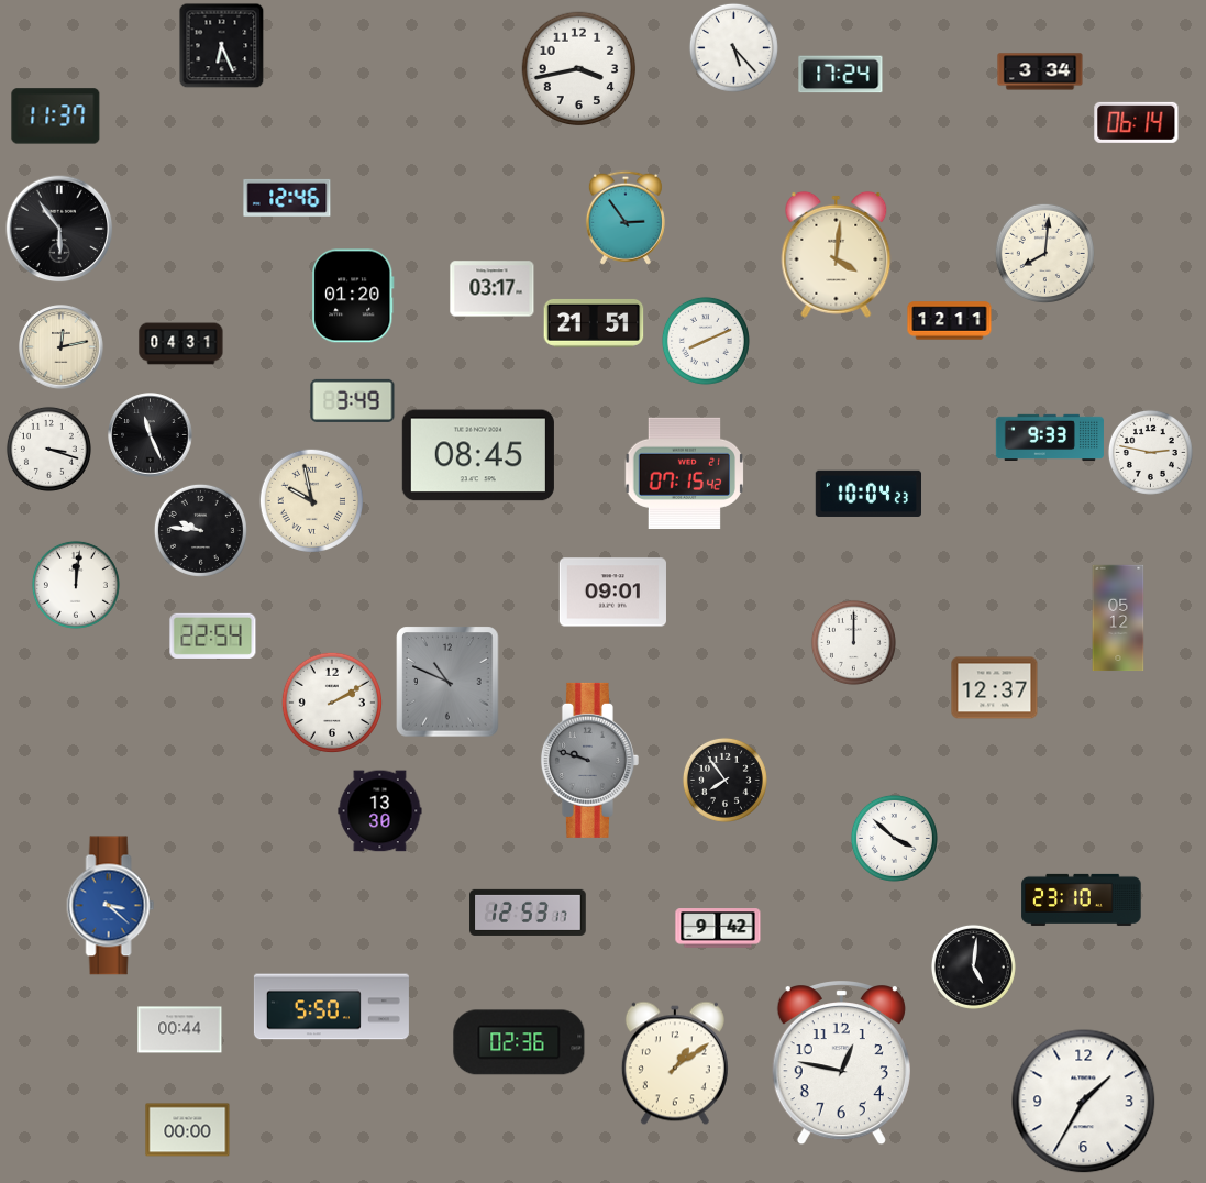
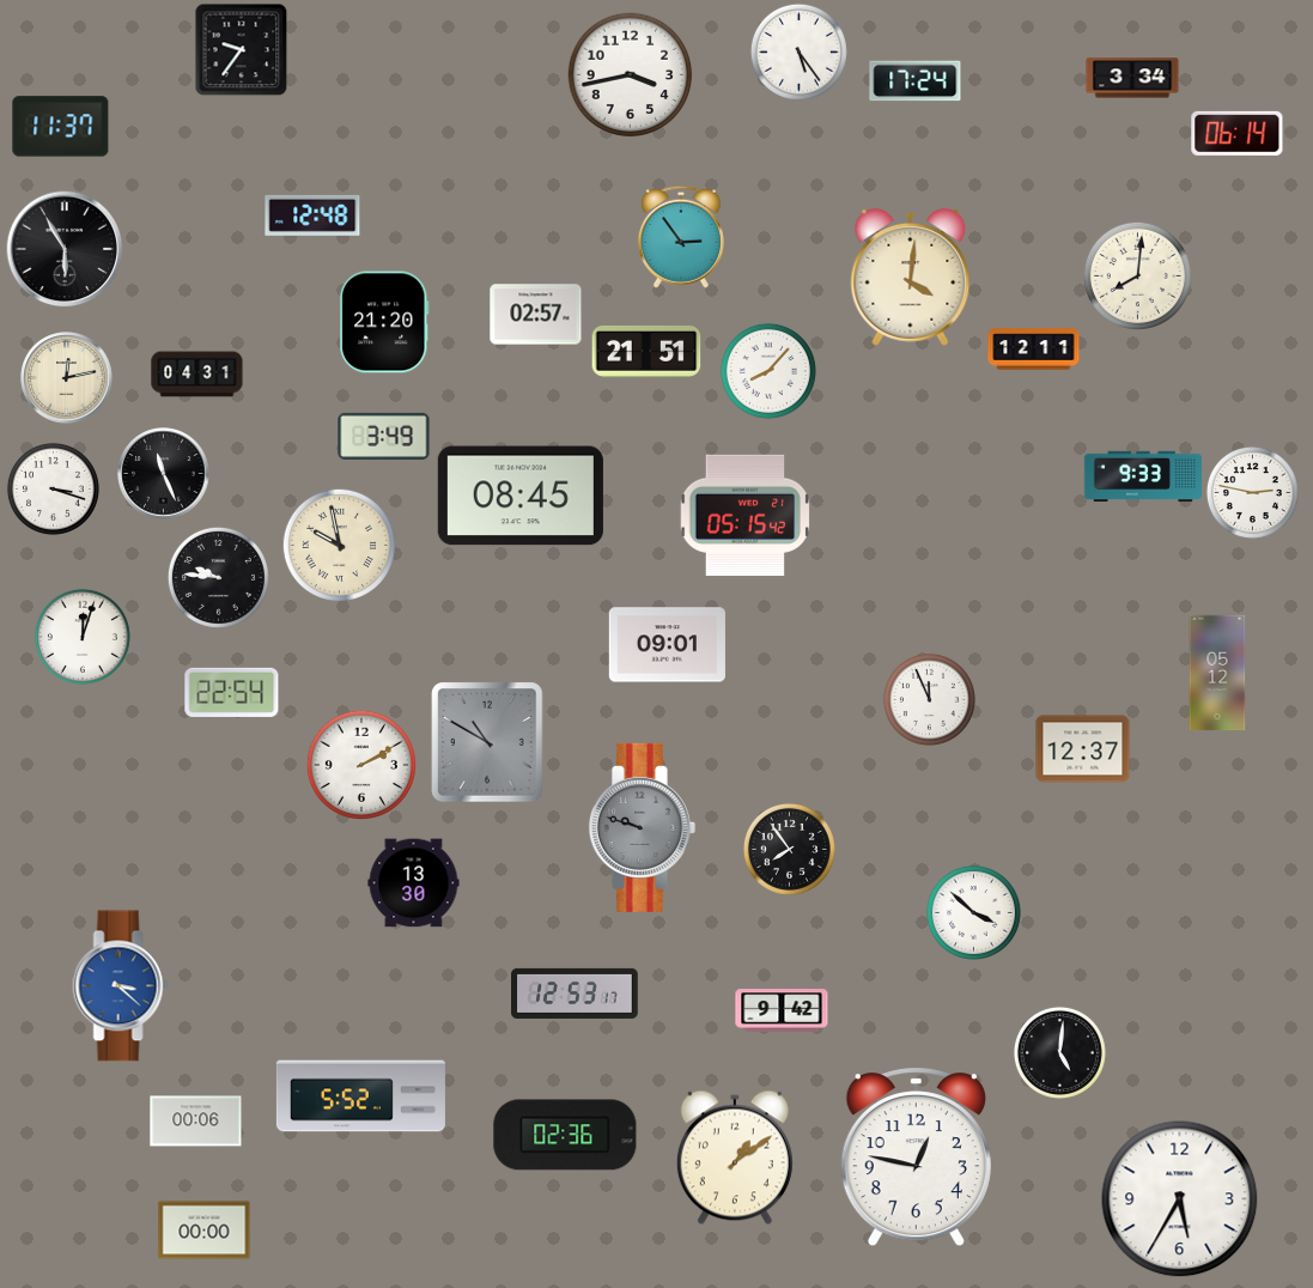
clock at (221, 45): 6:26 -> 9:36
clock at (733, 47): 5:23 -> 5:24
clock at (287, 198): 12:46 -> 12:48
clock at (59, 229): 5:54 -> 5:55
clock at (493, 289): 03:17 -> 02:57
clock at (353, 296): 01:20 -> 21:20
clock at (706, 341): 8:11 -> 8:07
clock at (685, 473): 07:15 -> 05:15
clock at (867, 494): 10:04 -> none
clock at (76, 585): 12:01 -> 12:03
clock at (853, 642): 12:00 -> 11:56
clock at (447, 682): 10:49 -> 10:50
clock at (1082, 899): 23:10 -> none
clock at (331, 1007): 5:50 -> 5:52
clock at (180, 1030): 00:44 -> 00:06
clock at (1084, 1102): 1:35 -> 5:35
